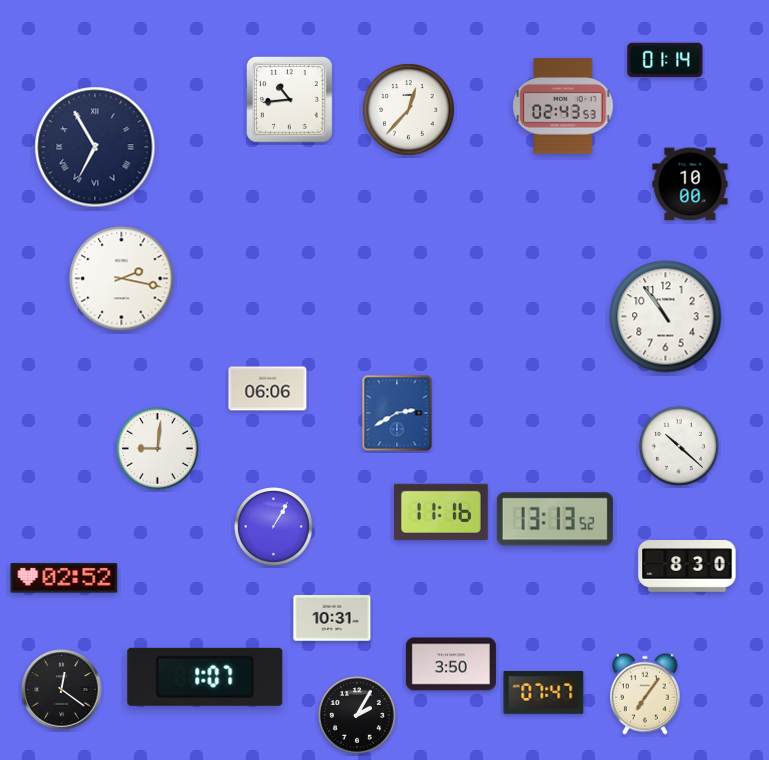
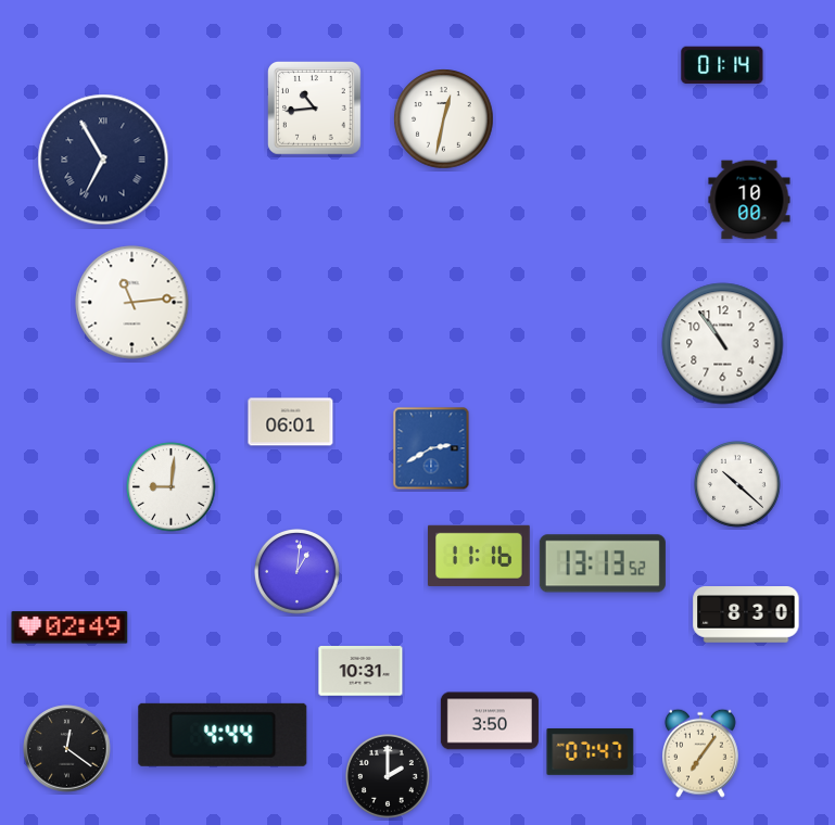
clock at (563, 106): 02:43 -> none
clock at (409, 110): 12:37 -> 12:32
clock at (122, 279): 2:17 -> 11:14
clock at (268, 389): 06:06 -> 06:01
clock at (274, 527): 1:05 -> 1:01
clock at (64, 578): 02:52 -> 02:49
clock at (205, 677): 1:07 -> 4:44
clock at (358, 716): 2:05 -> 2:00
